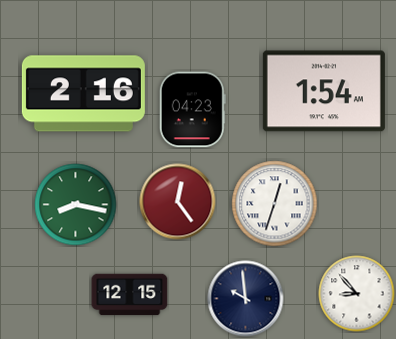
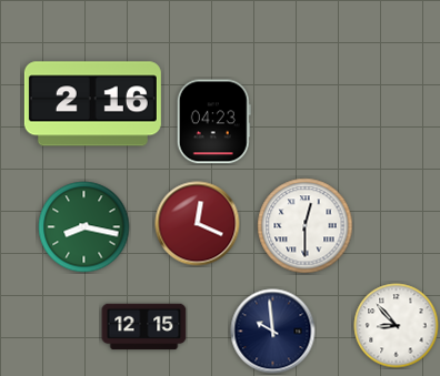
clock at (324, 91): 1:54 -> none
clock at (178, 202): 12:24 -> 12:19
clock at (275, 204): 12:33 -> 12:30
